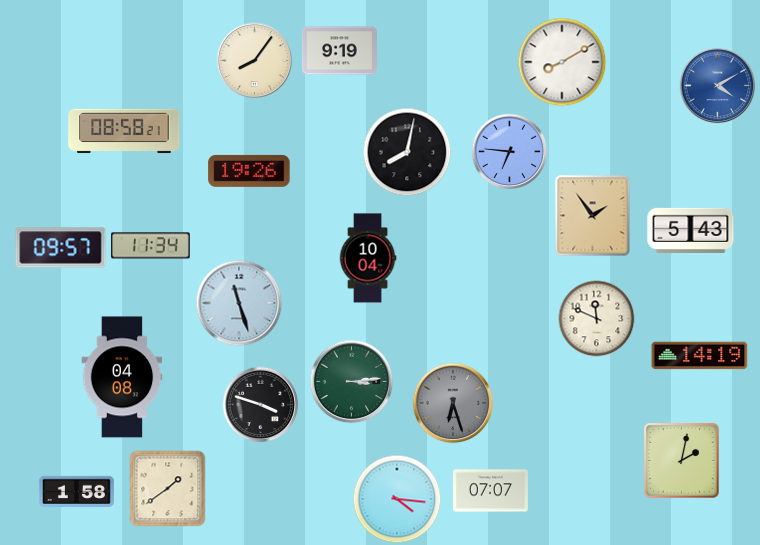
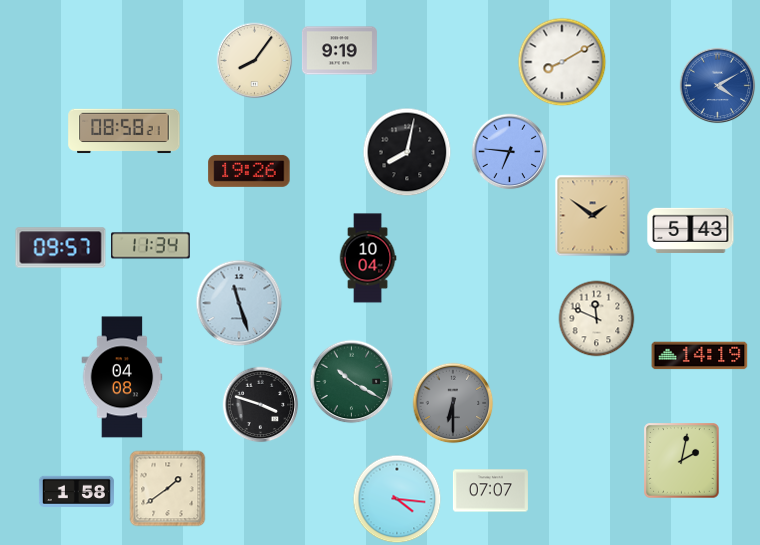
clock at (593, 216): 1:54 -> 1:51
clock at (352, 382): 3:14 -> 10:20
clock at (453, 403): 6:27 -> 6:30
